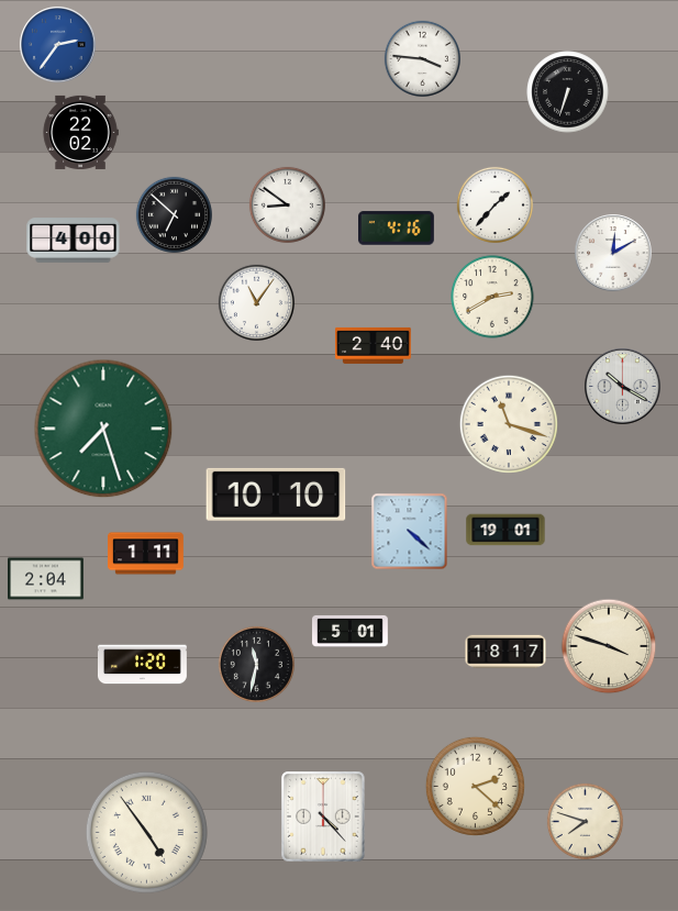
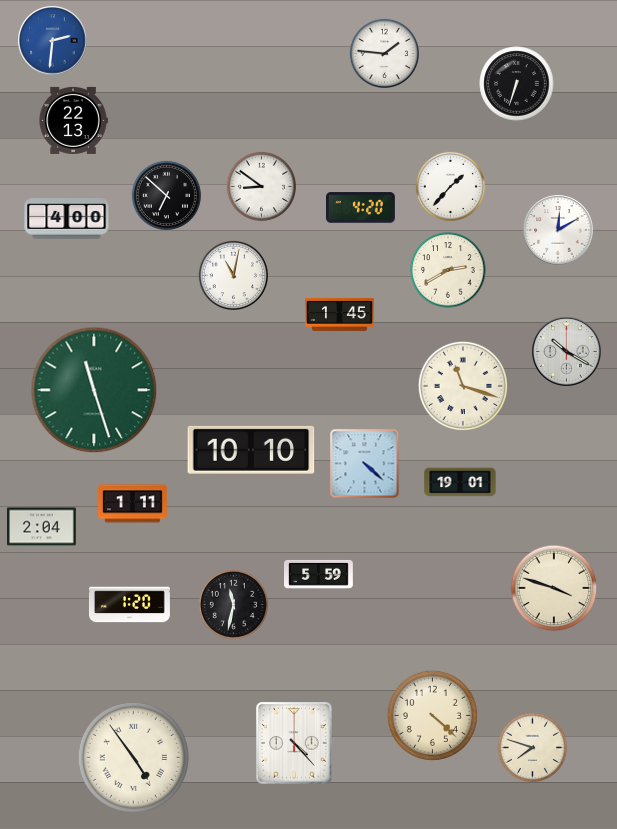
clock at (58, 45): 2:36 -> 2:31
clock at (422, 58): 3:46 -> 1:46
clock at (80, 132): 22:02 -> 22:13
clock at (174, 214) position: (174, 214) -> (166, 195)
clock at (397, 229): 4:16 -> 4:20
clock at (256, 302): 11:06 -> 11:02
clock at (374, 345): 2:40 -> 1:45
clock at (103, 429): 7:27 -> 11:27
clock at (410, 532) position: (410, 532) -> (365, 464)
clock at (351, 631): 5:01 -> 5:59
clock at (505, 652): 18:17 -> none
clock at (475, 786): 2:22 -> 4:22
